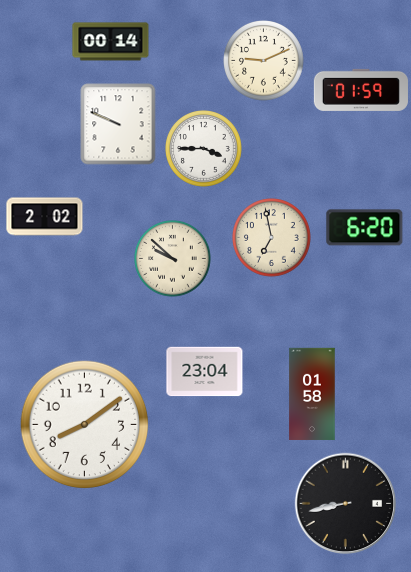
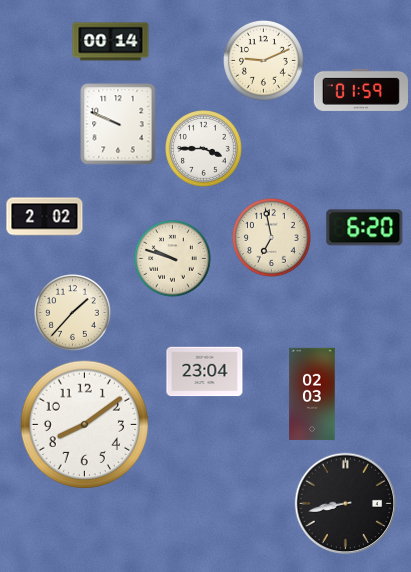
clock at (173, 259): 9:52 -> 9:48
clock at (73, 313): none -> 1:37
clock at (312, 394): 01:58 -> 02:03
